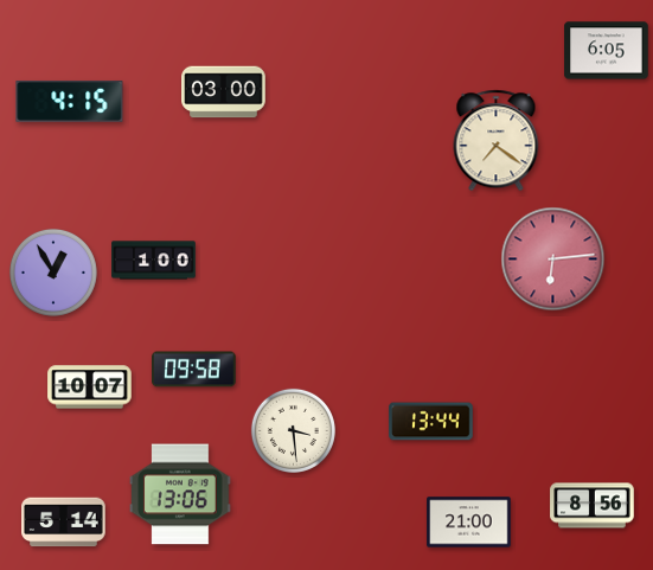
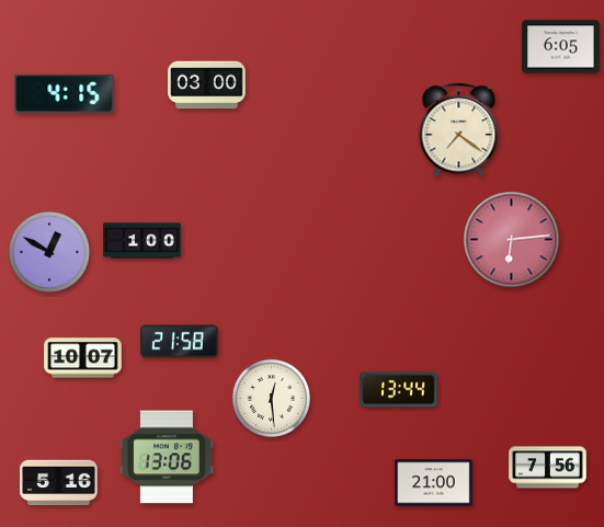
clock at (53, 273): 12:55 -> 12:50
clock at (194, 370): 09:58 -> 21:58
clock at (293, 430): 3:29 -> 12:29
clock at (593, 506): 8:56 -> 7:56
clock at (64, 523): 5:14 -> 5:16
